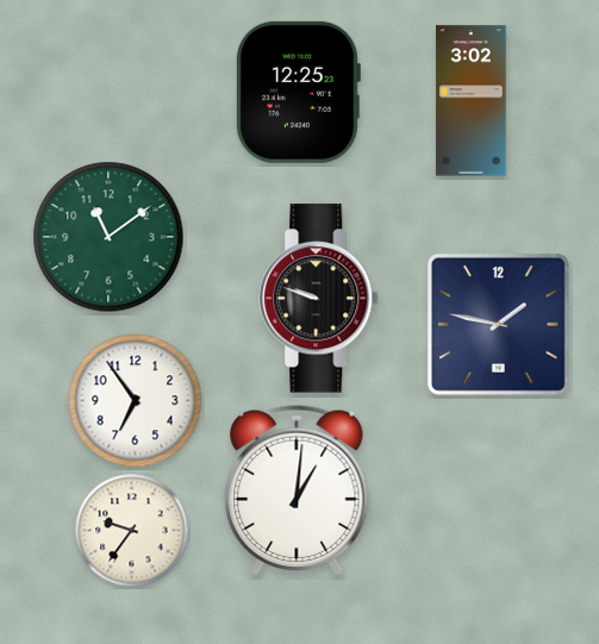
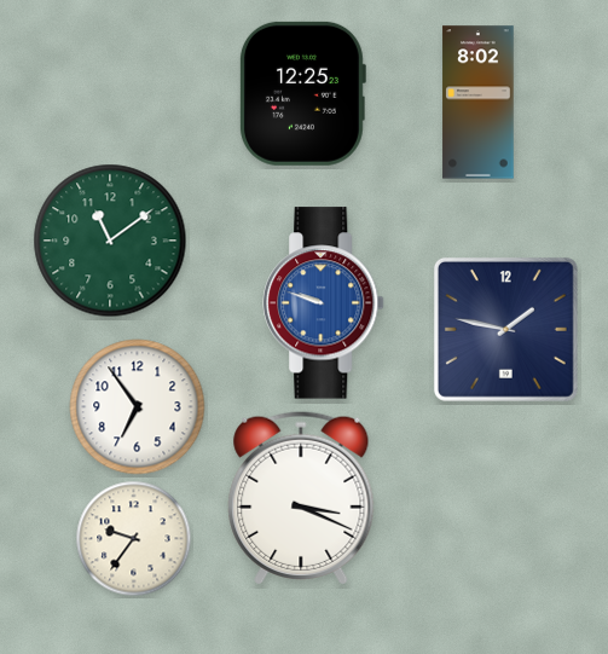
clock at (472, 101): 3:02 -> 8:02
clock at (319, 299) dial: black -> blue
clock at (297, 490): 1:01 -> 3:19
